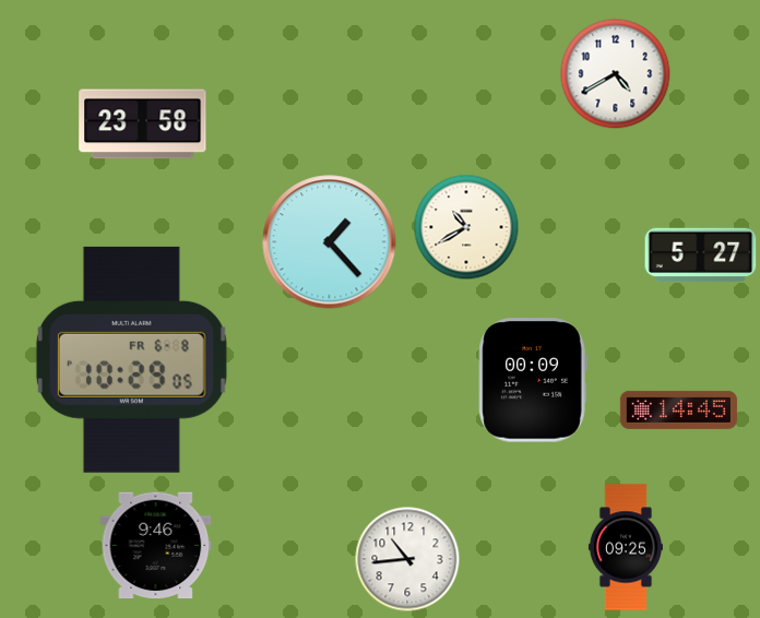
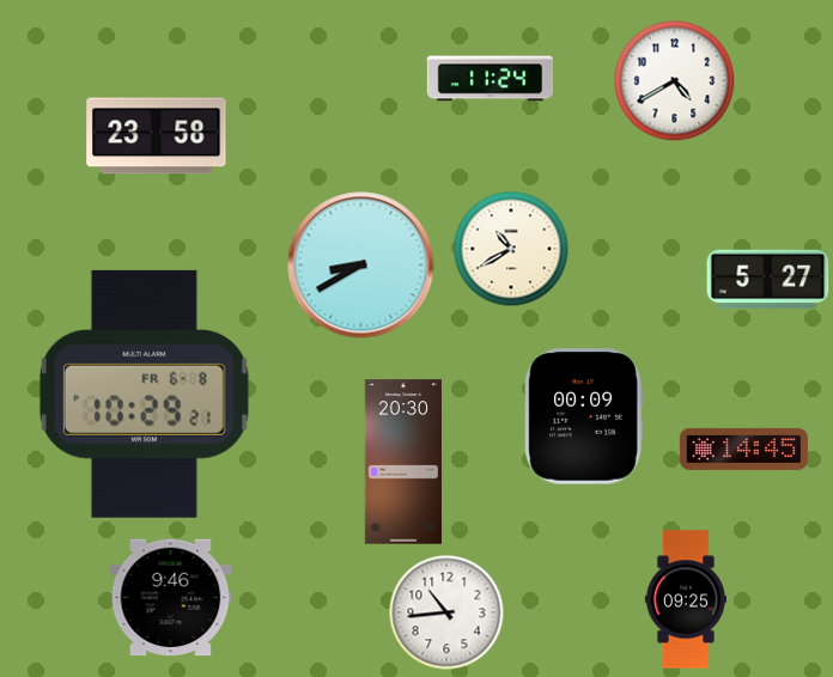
clock at (491, 79): none -> 11:24
clock at (330, 242): 1:23 -> 8:40
clock at (131, 359): 10:29:05 -> 10:29:21
clock at (403, 462): none -> 20:30
